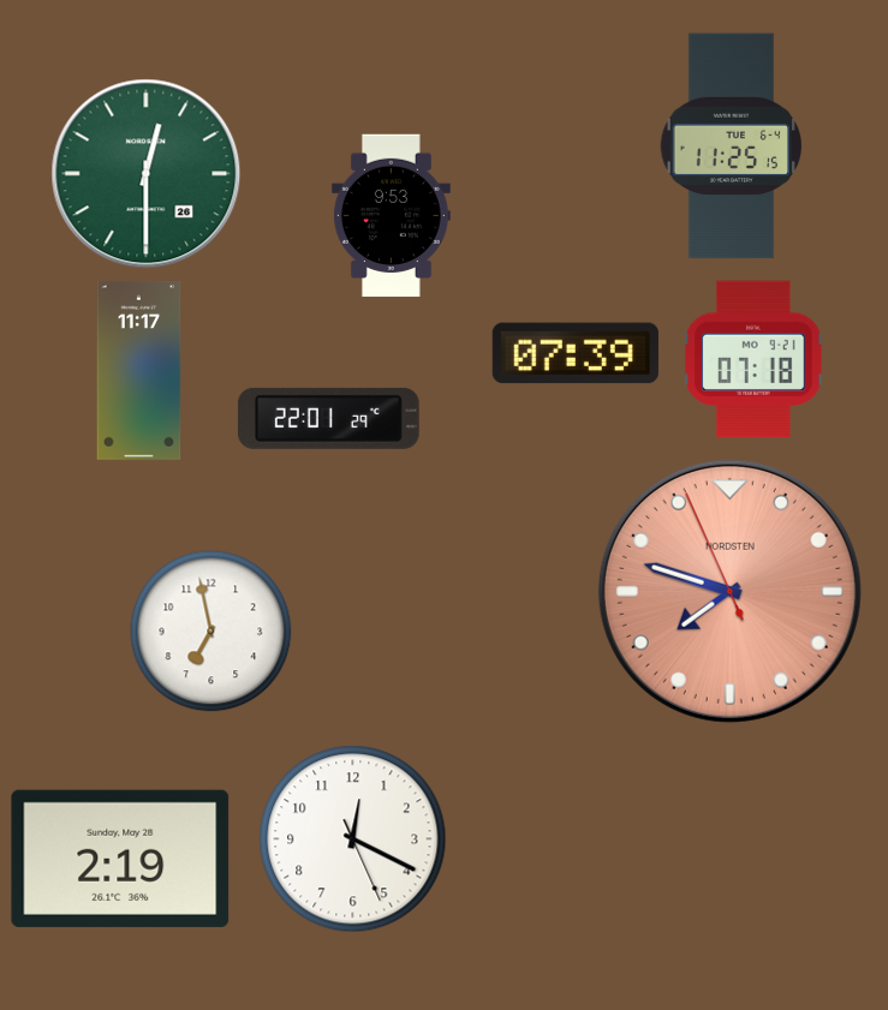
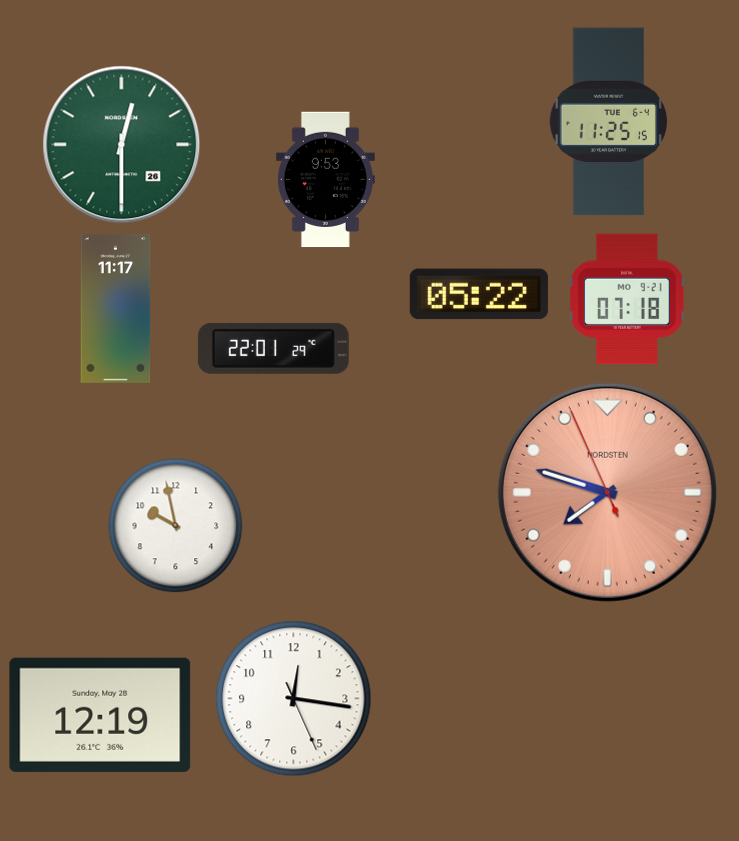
clock at (576, 353): 07:39 -> 05:22
clock at (211, 632): 6:58 -> 9:58
clock at (353, 839): 12:19 -> 12:16
clock at (120, 859): 2:19 -> 12:19
